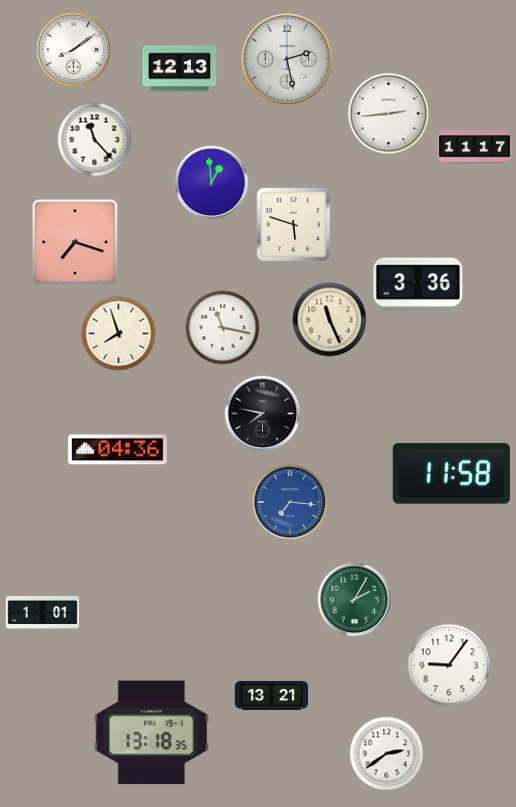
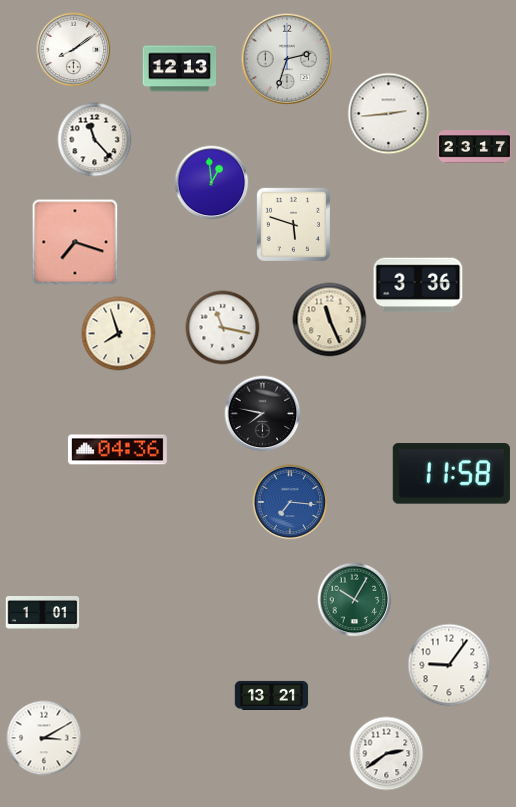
clock at (287, 59): 2:28 -> 2:33
clock at (475, 147): 11:17 -> 23:17
clock at (355, 600): 2:05 -> 10:05
clock at (152, 733): 13:18 -> none
clock at (44, 738): none -> 3:10
